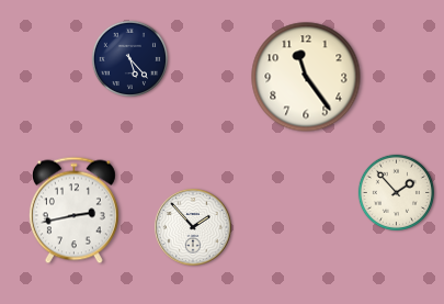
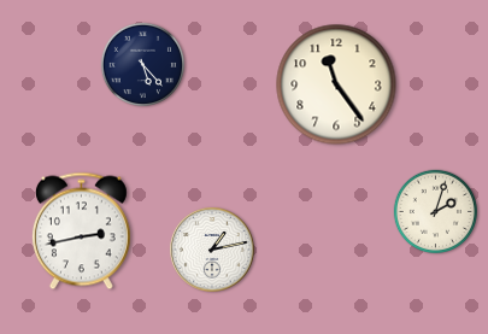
clock at (397, 193): 1:53 -> 2:03
clock at (193, 227): 1:53 -> 1:13
